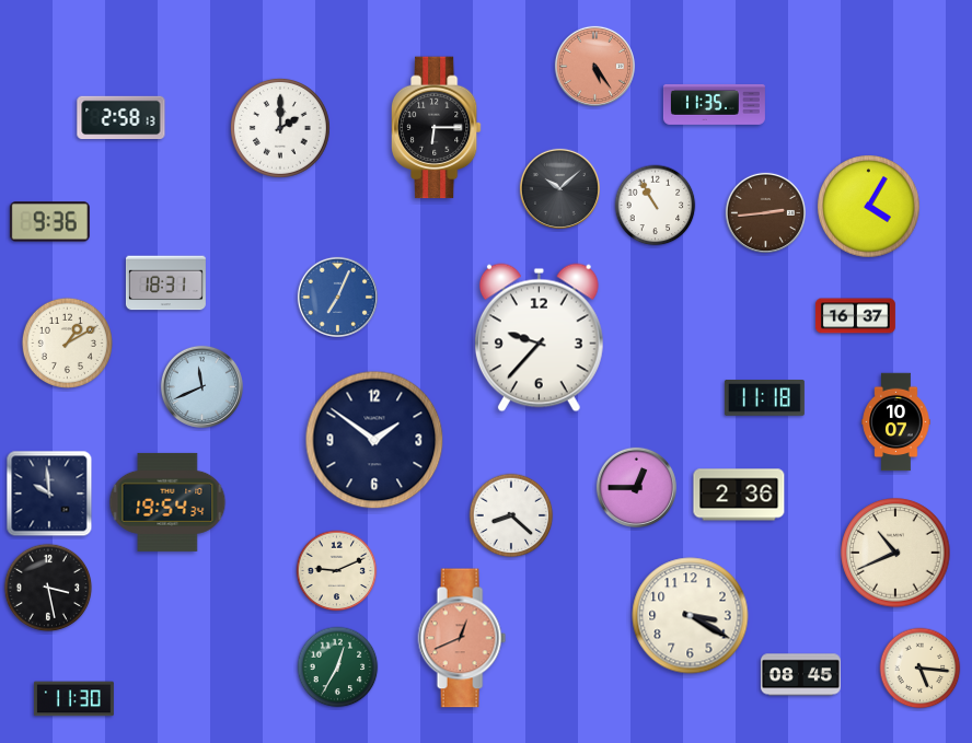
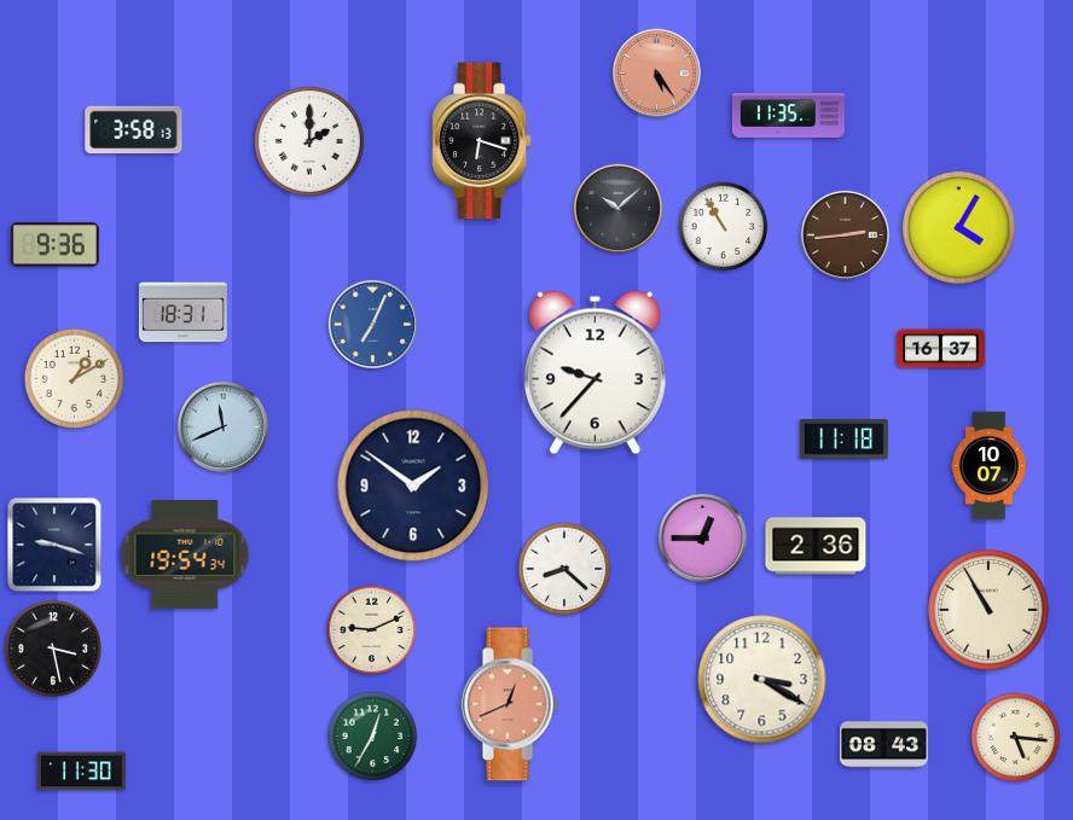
clock at (121, 118): 2:58 -> 3:58
clock at (436, 128): 6:15 -> 6:18
clock at (337, 297) position: (337, 297) -> (372, 324)
clock at (855, 316) position: (855, 316) -> (940, 349)
clock at (49, 494): 9:59 -> 9:18
clock at (895, 553): 10:41 -> 10:55
clock at (800, 675): 08:45 -> 08:43
